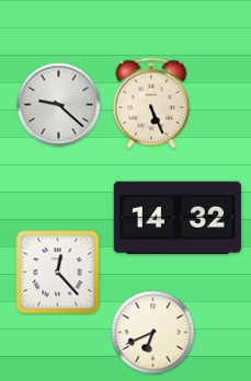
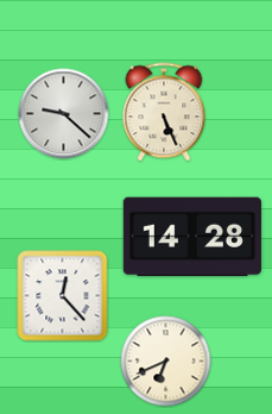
clock at (178, 218): 14:32 -> 14:28
